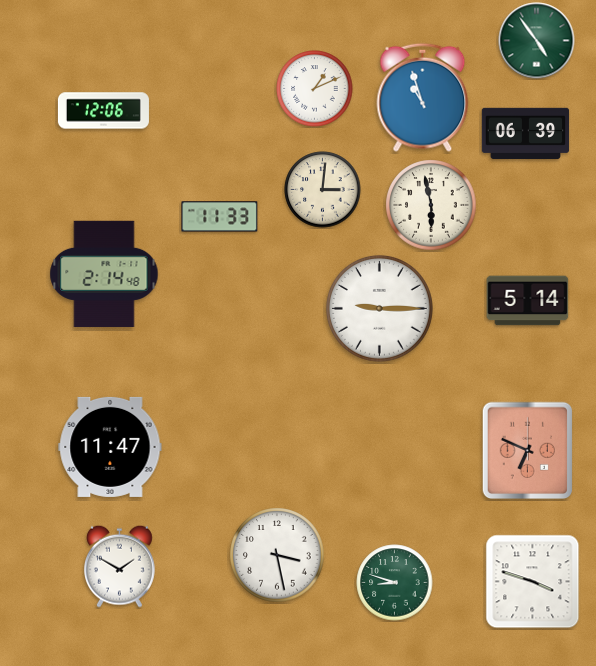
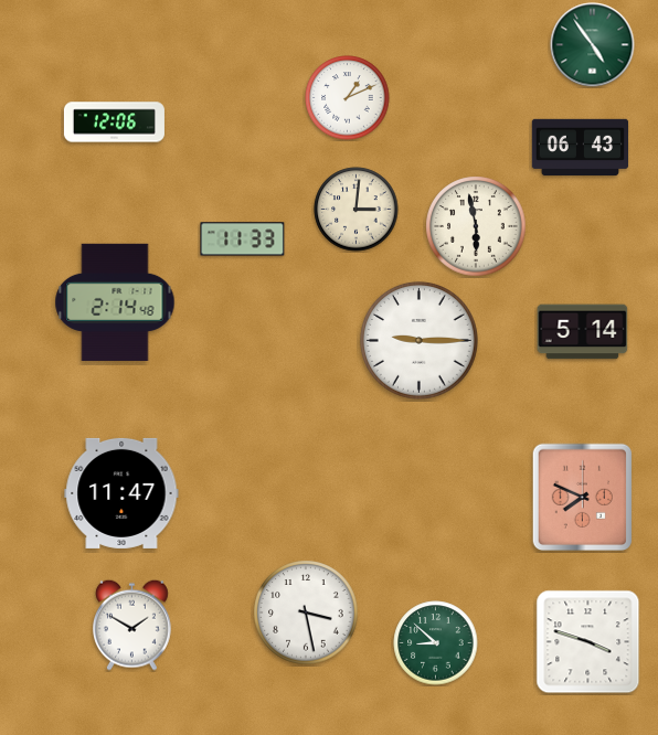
clock at (423, 97): 10:57 -> none
clock at (526, 134): 06:39 -> 06:43
clock at (528, 451): 6:49 -> 7:49
clock at (395, 583): 8:48 -> 8:52
